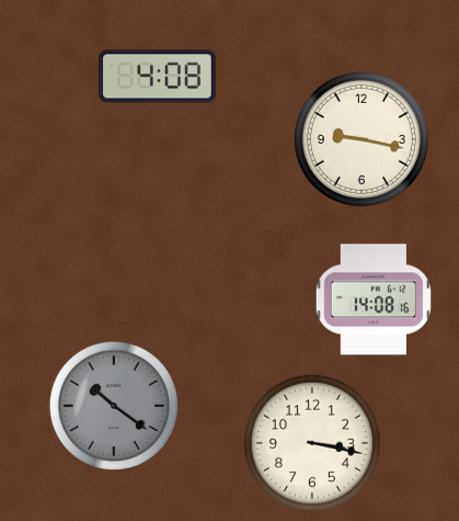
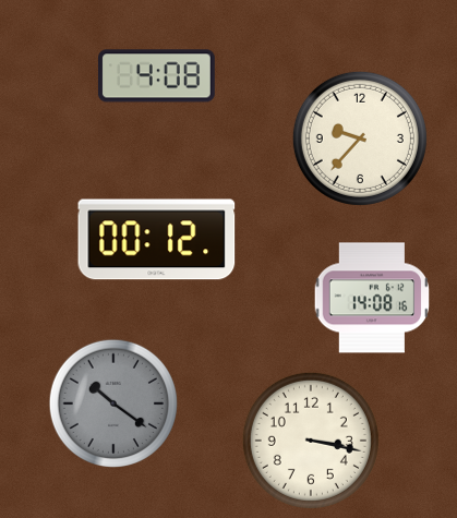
clock at (362, 139): 9:17 -> 9:37
clock at (157, 240): none -> 00:12
